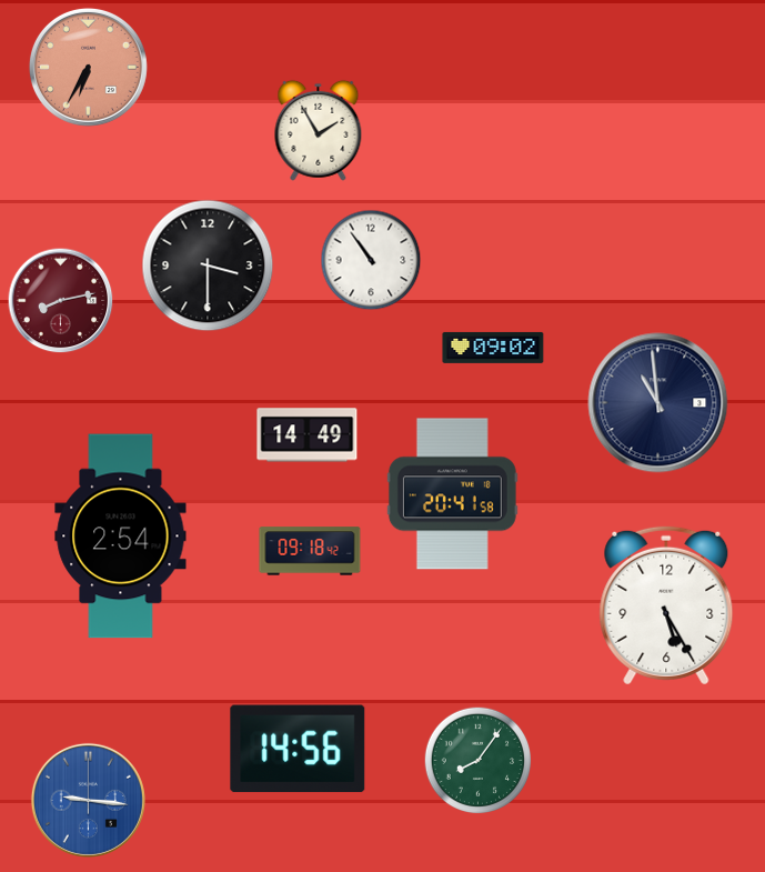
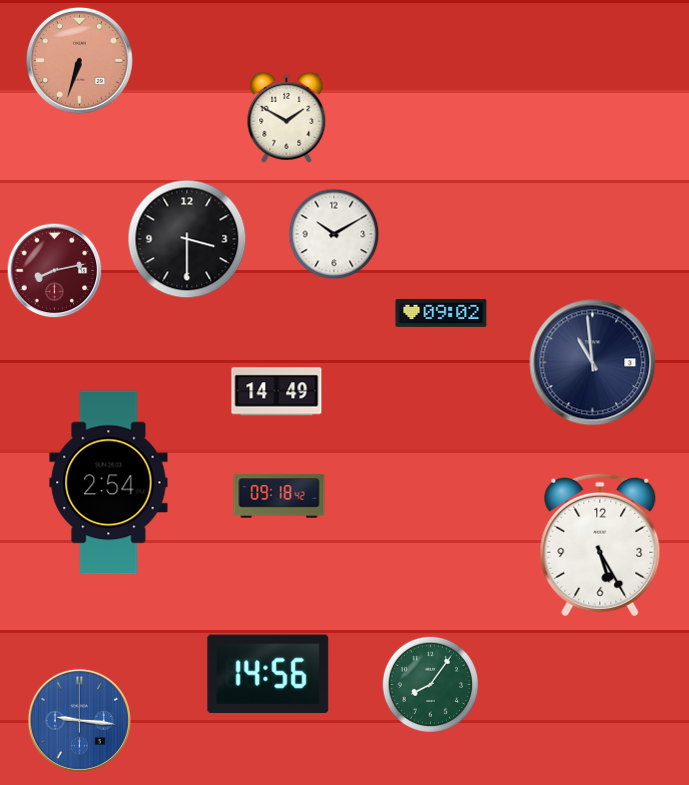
clock at (88, 67): 6:35 -> 6:33
clock at (319, 130): 1:55 -> 1:50
clock at (371, 260): 10:54 -> 10:10
clock at (493, 348) position: (493, 348) -> (441, 313)
clock at (452, 494): 20:41 -> none
